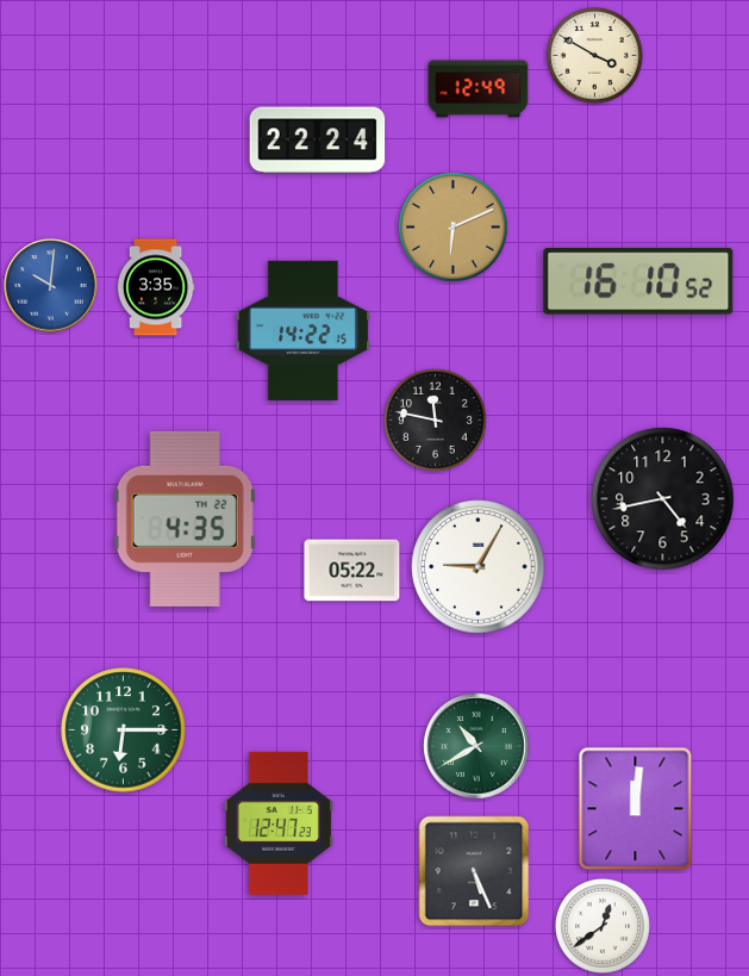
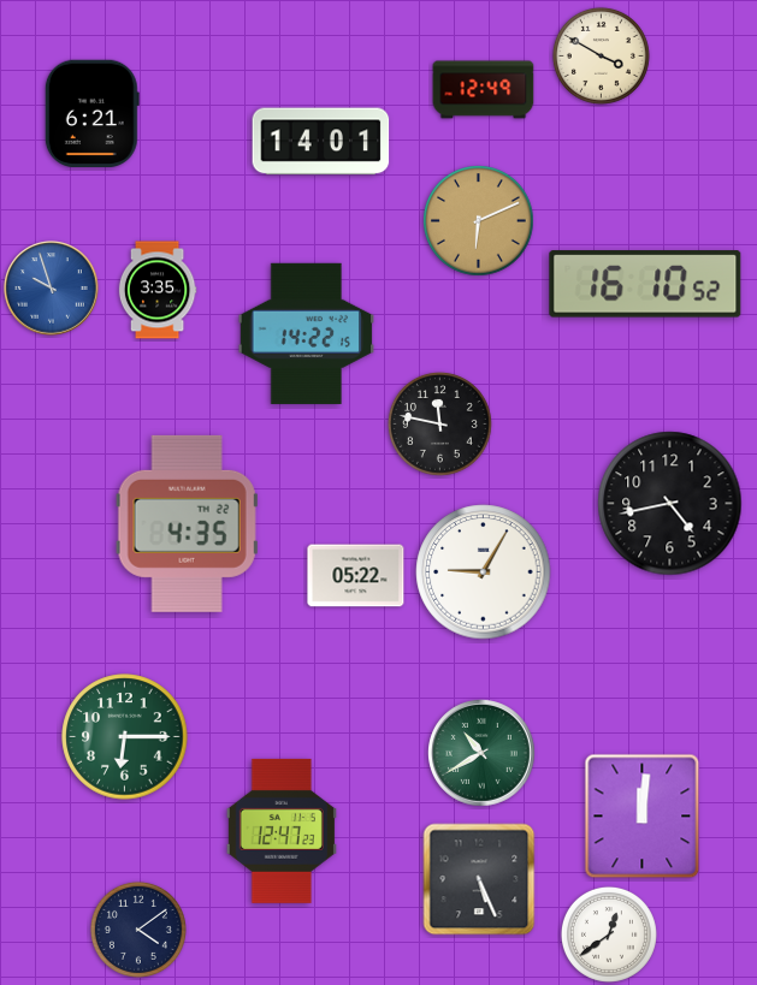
clock at (91, 114): none -> 6:21
clock at (318, 141): 22:24 -> 14:01
clock at (454, 228) position: (454, 228) -> (479, 221)
clock at (51, 286): 10:01 -> 9:57
clock at (138, 930): none -> 4:09
